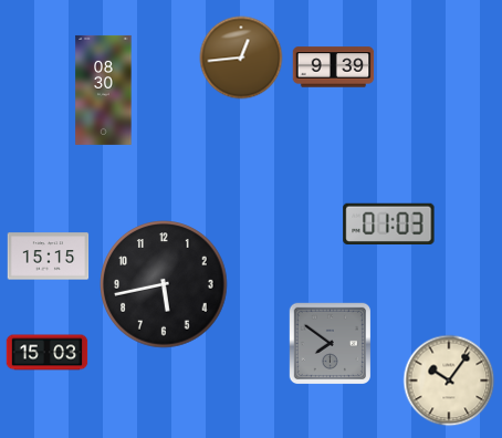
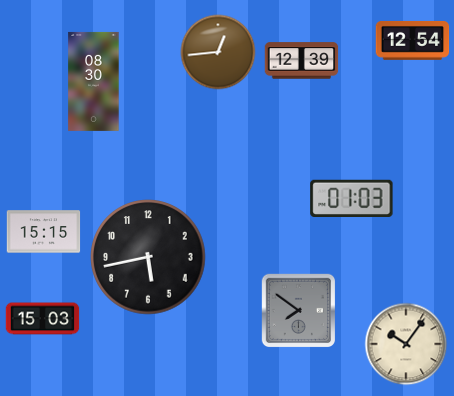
clock at (413, 40): none -> 12:54
clock at (334, 67): 9:39 -> 12:39
clock at (389, 223) position: (389, 223) -> (352, 198)
